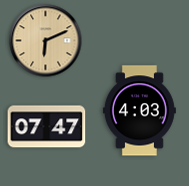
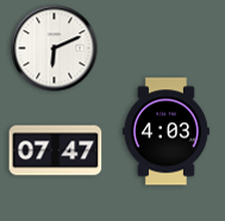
clock at (46, 41) dial: champagne -> white
